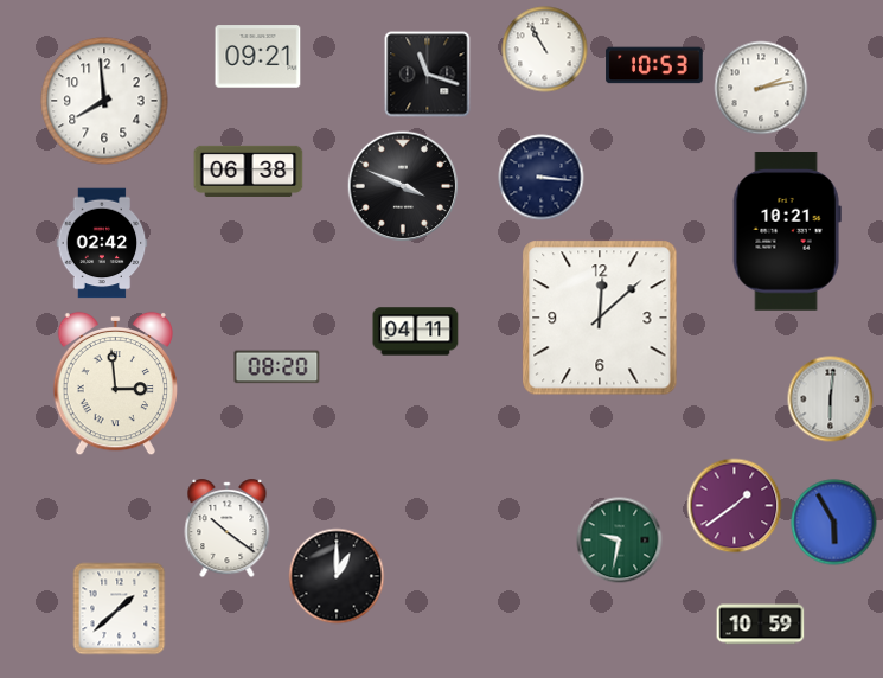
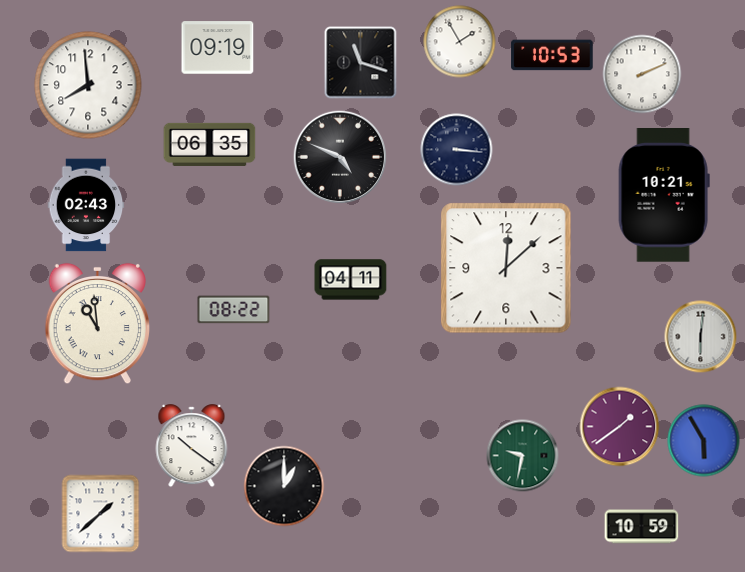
clock at (545, 50): 10:55 -> 1:55
clock at (258, 57): 09:21 -> 09:19
clock at (761, 88): 2:13 -> 2:11
clock at (249, 171): 06:38 -> 06:35
clock at (403, 186): 3:49 -> 4:49
clock at (102, 243): 02:42 -> 02:43
clock at (277, 367): 08:20 -> 08:22
clock at (115, 384): 2:59 -> 10:59
